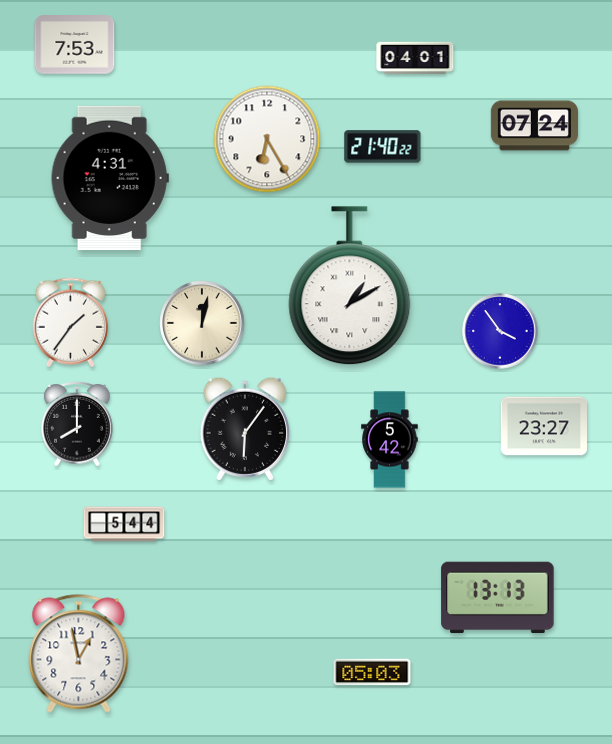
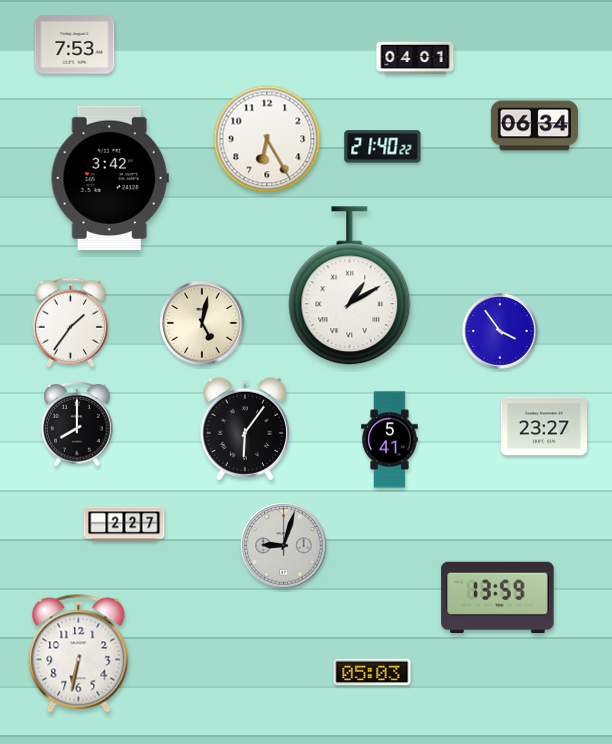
clock at (534, 126): 07:24 -> 06:34
clock at (110, 178): 4:31 -> 3:42
clock at (202, 323): 12:02 -> 5:02
clock at (390, 440): 5:42 -> 5:41
clock at (124, 524): 5:44 -> 2:27
clock at (284, 546): none -> 9:03
clock at (498, 598): 13:13 -> 13:59
clock at (79, 654): 12:58 -> 6:32
